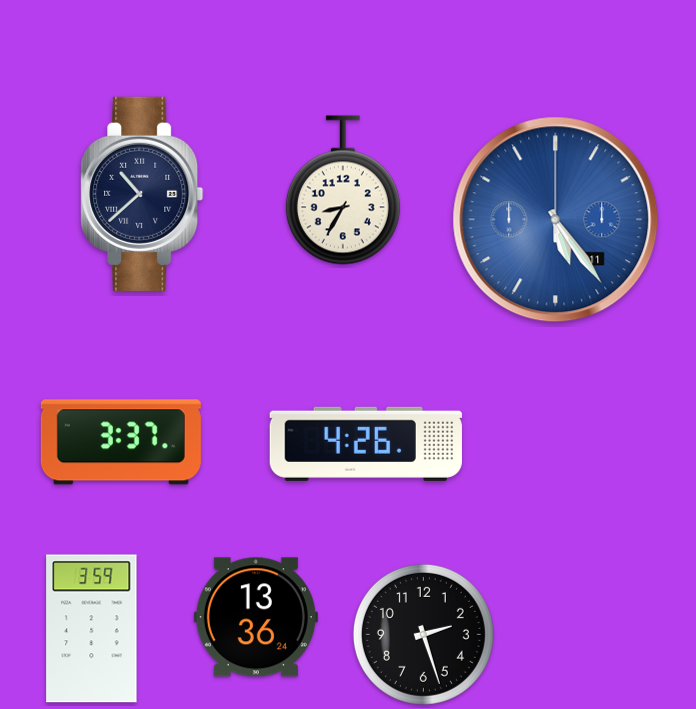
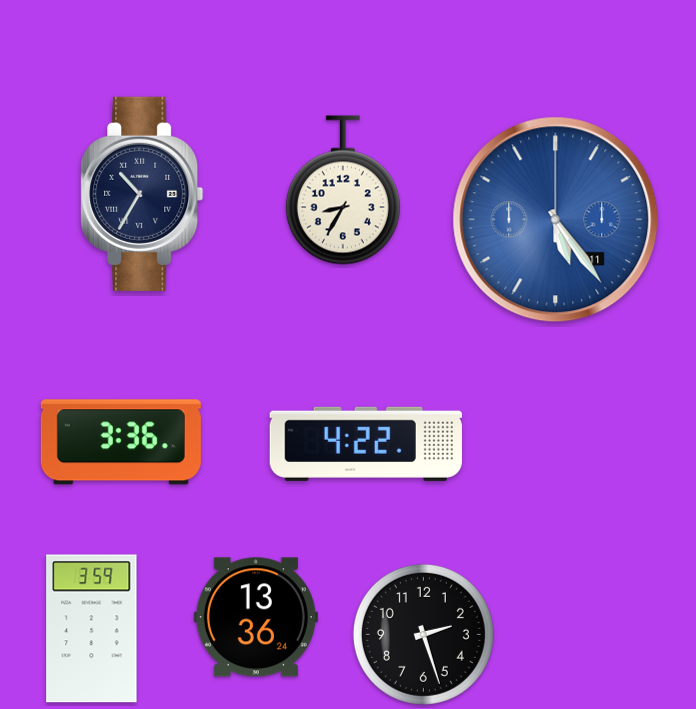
clock at (142, 194): 10:38 -> 10:35
clock at (121, 442): 3:37 -> 3:36
clock at (366, 444): 4:26 -> 4:22
